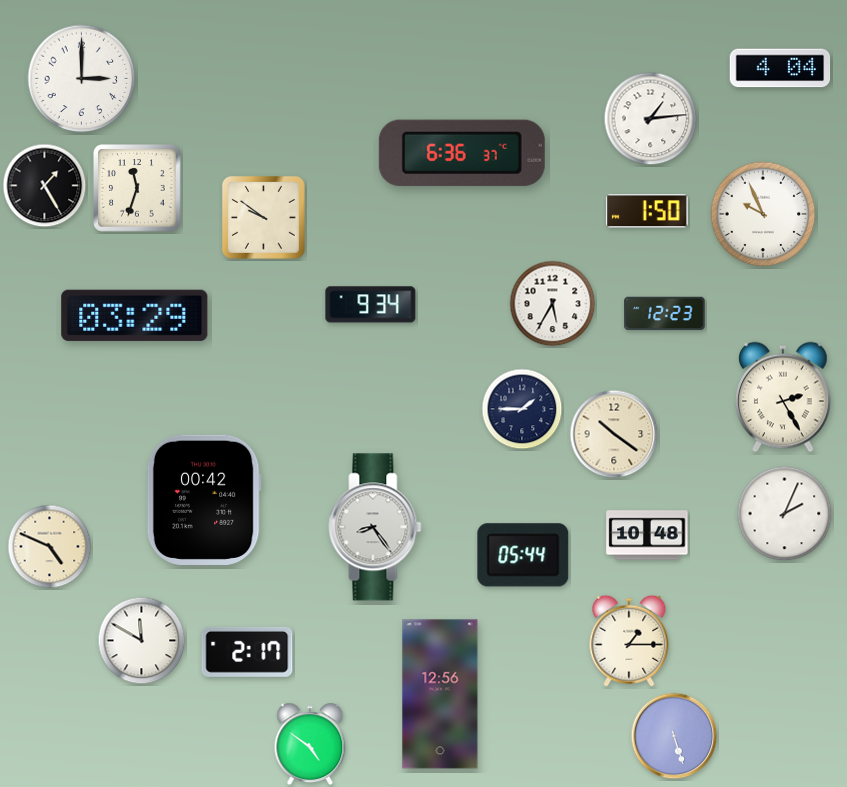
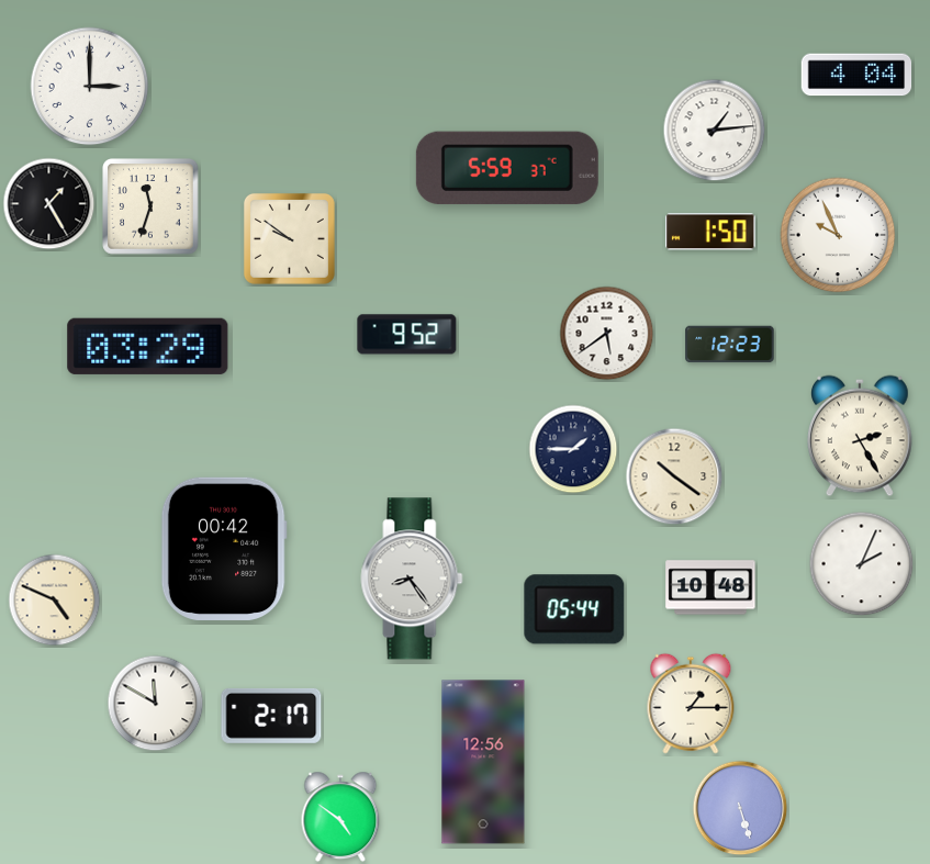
clock at (462, 153): 6:36 -> 5:59
clock at (553, 304): 5:35 -> 5:39
clock at (371, 305): 9:34 -> 9:52
